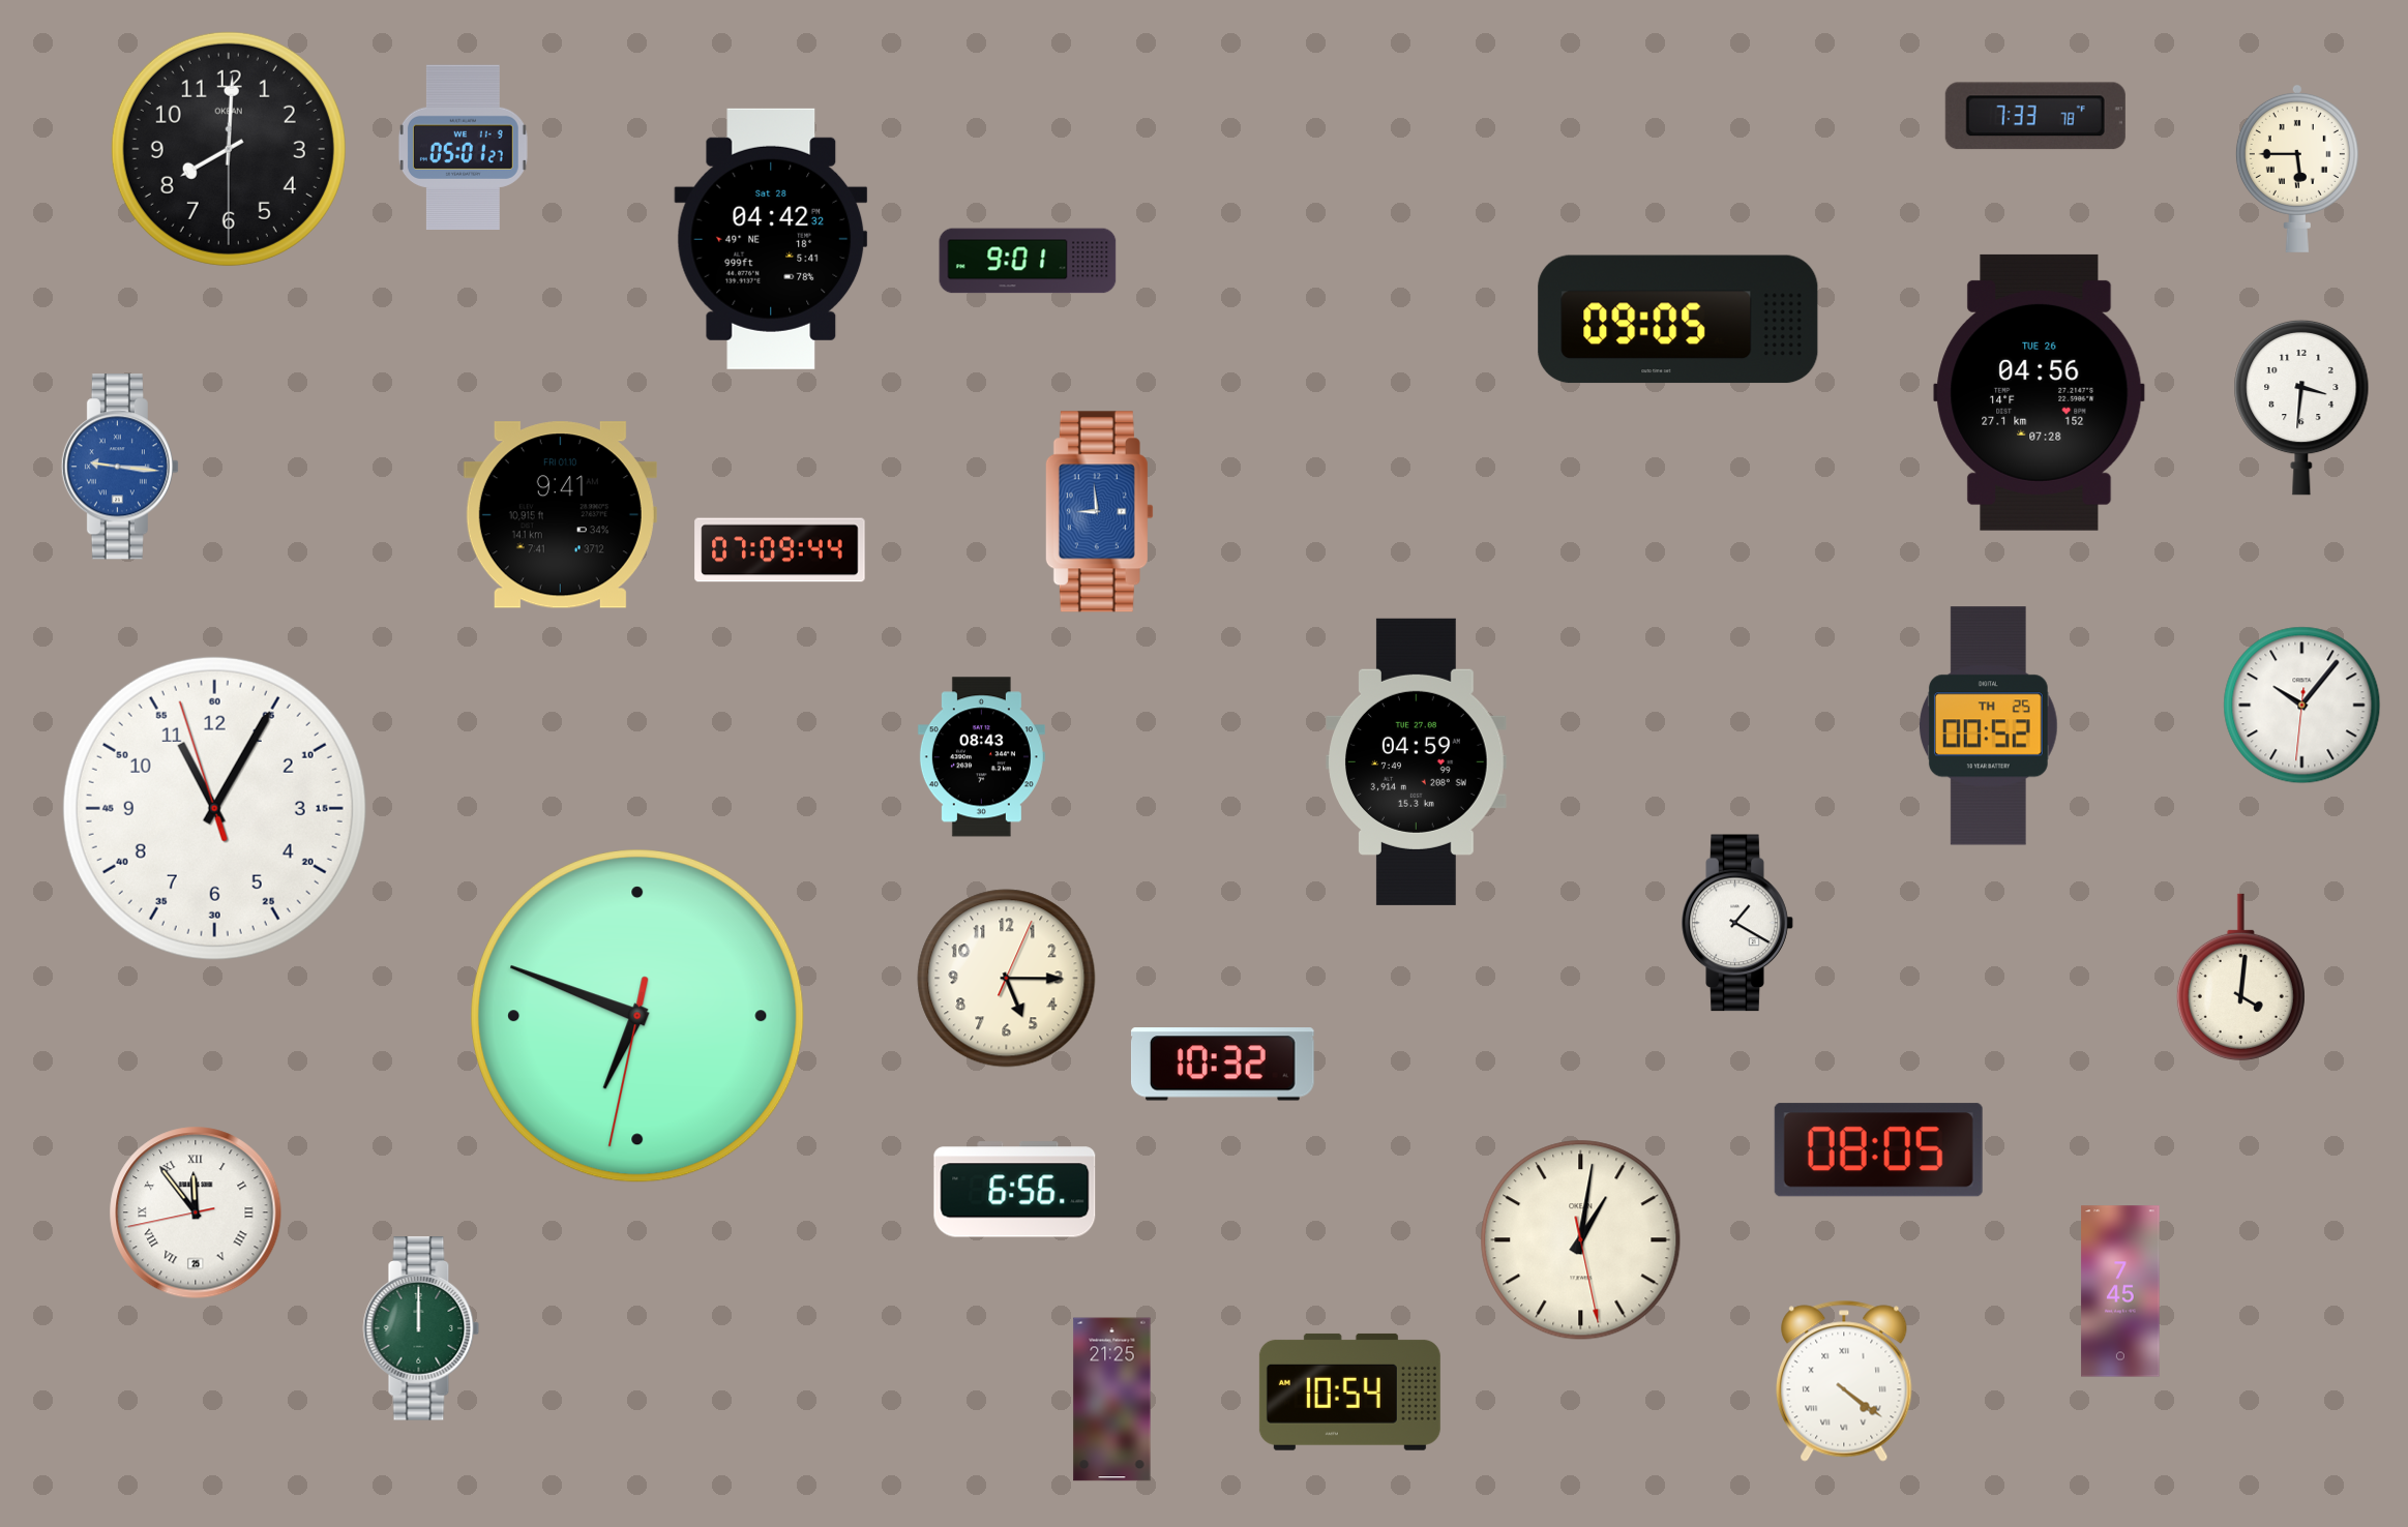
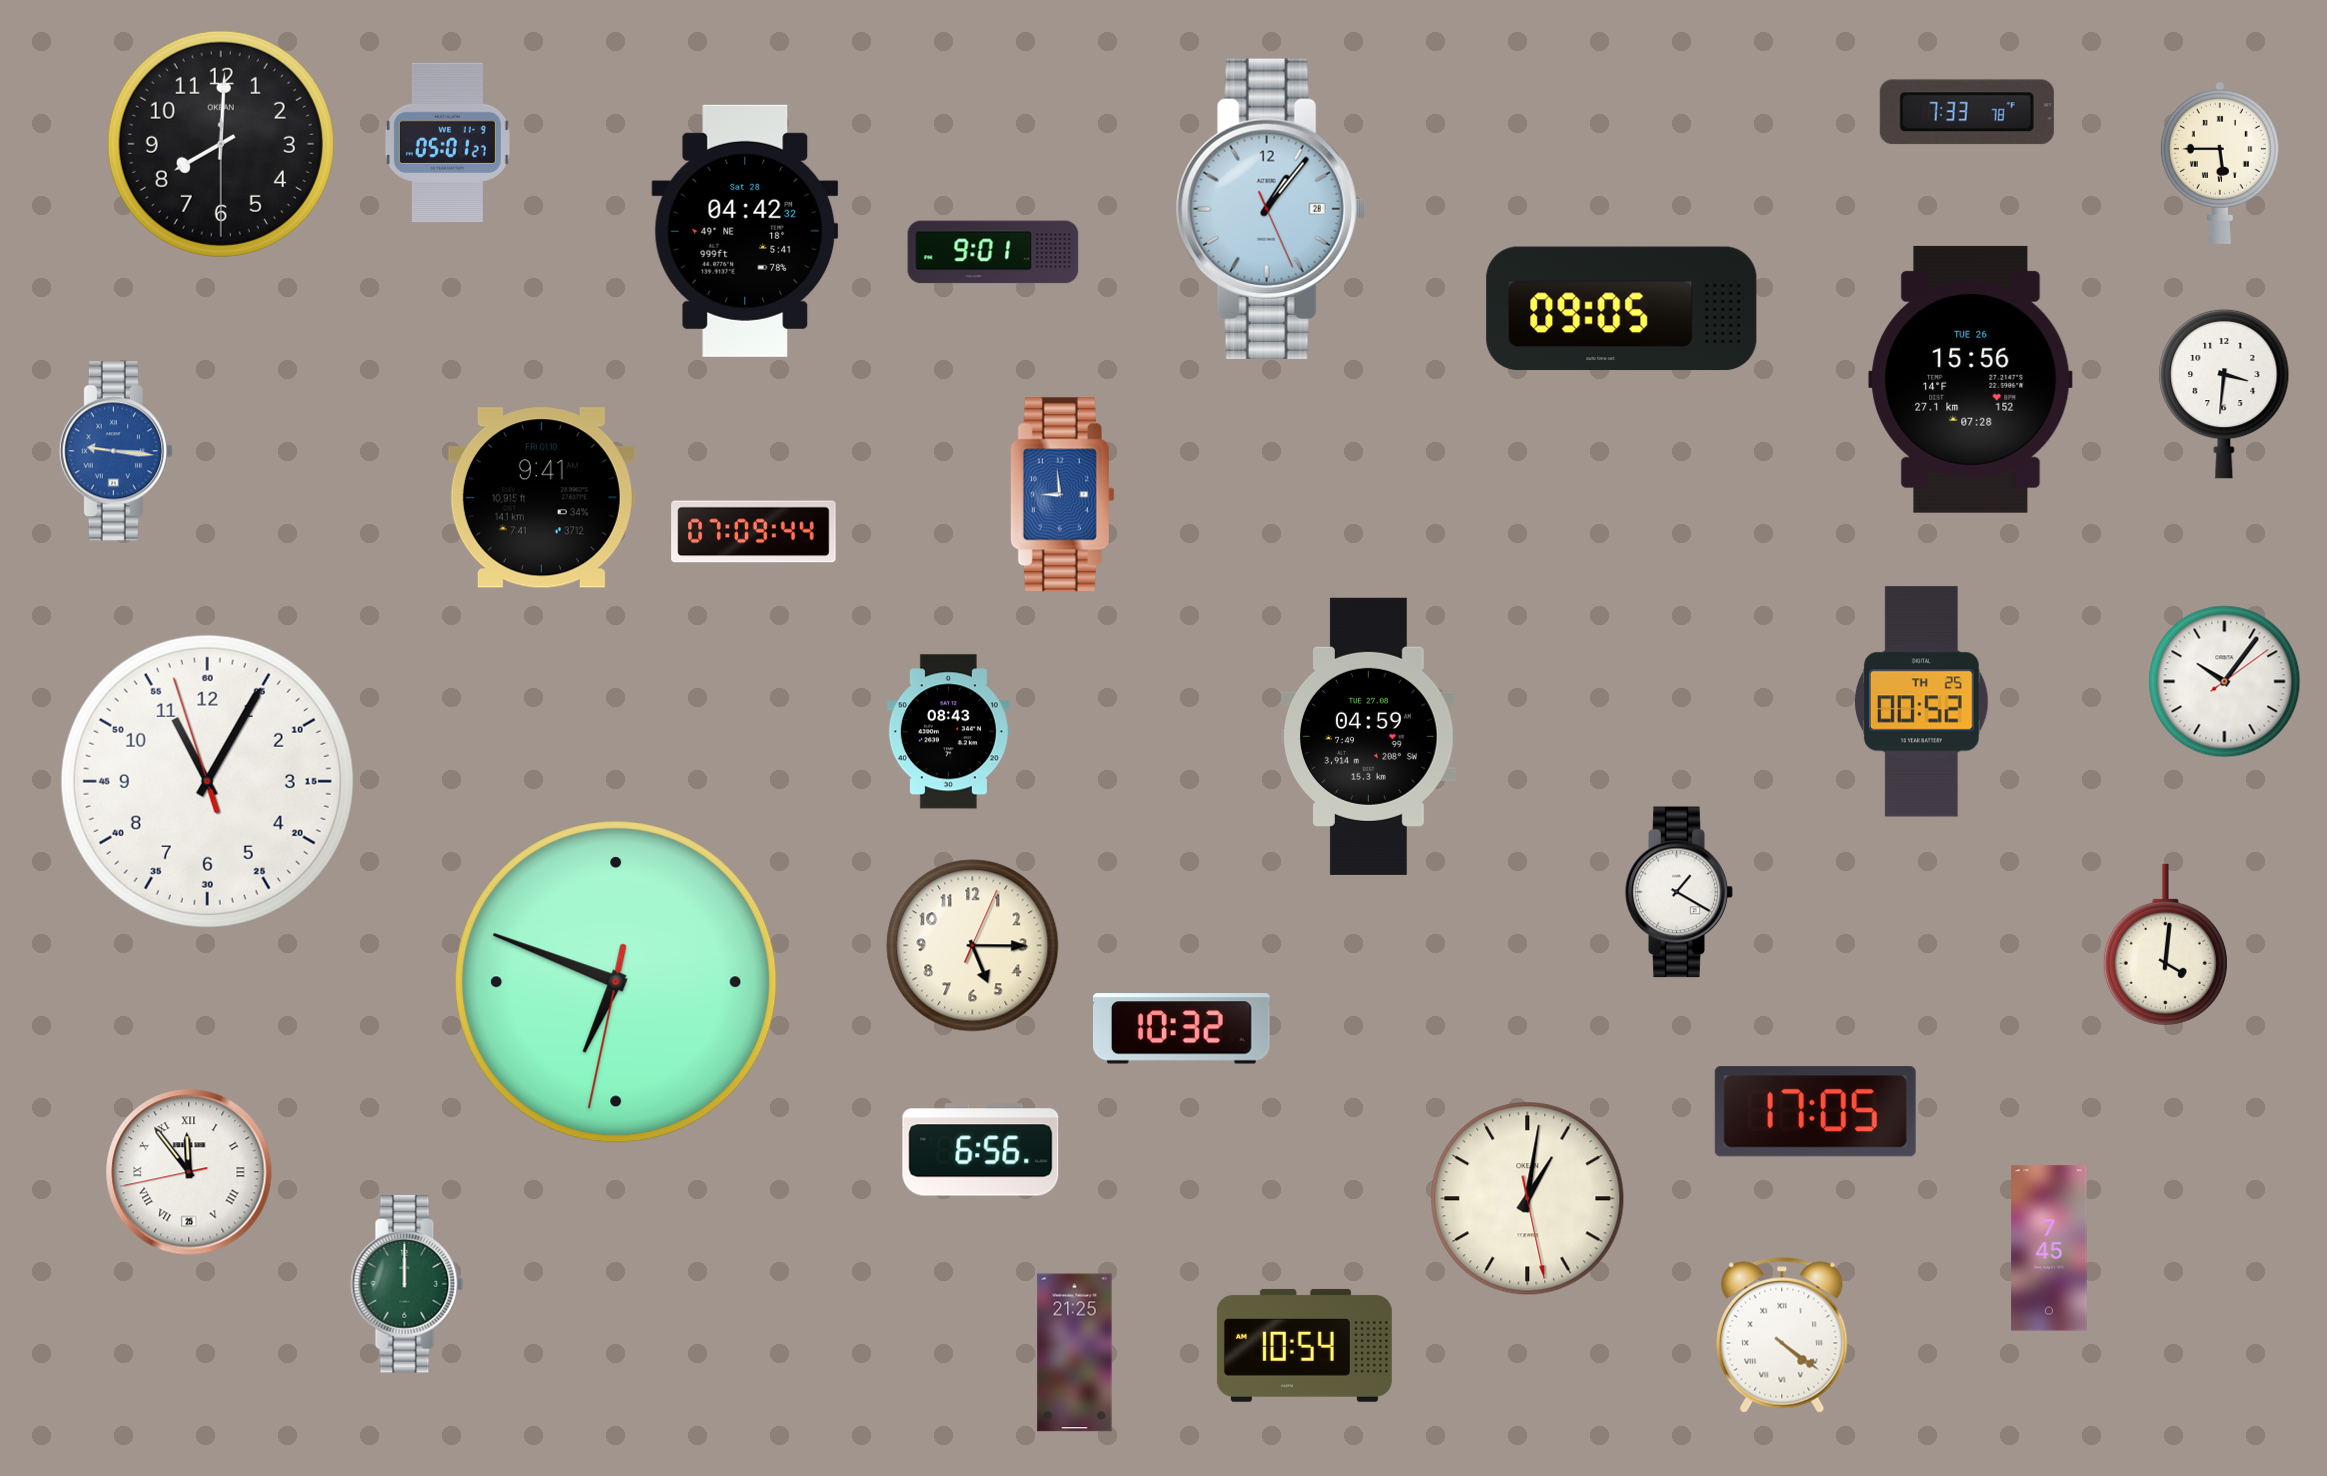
clock at (1271, 209): none -> 1:06
clock at (2040, 392): 04:56 -> 15:56
clock at (2302, 706): 10:06:31 -> 10:06:09
clock at (1878, 1150): 08:05 -> 17:05
